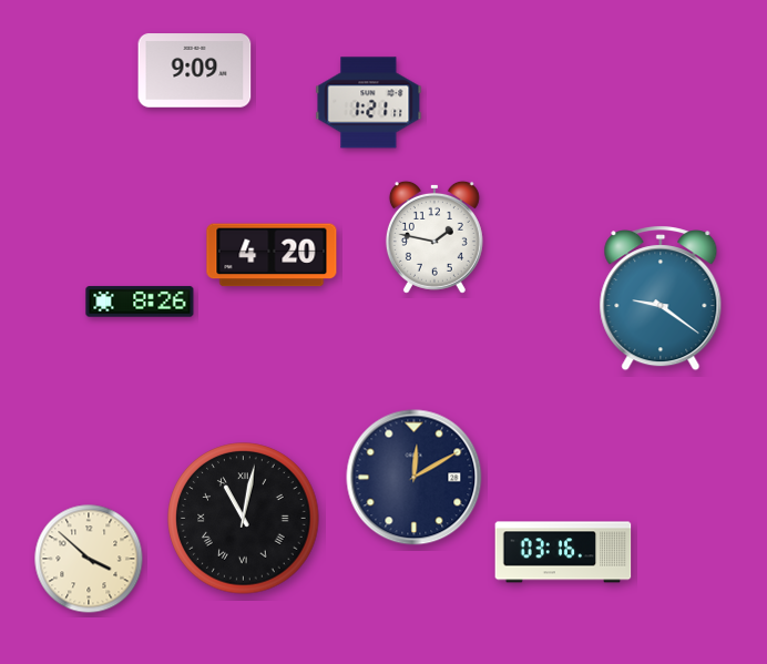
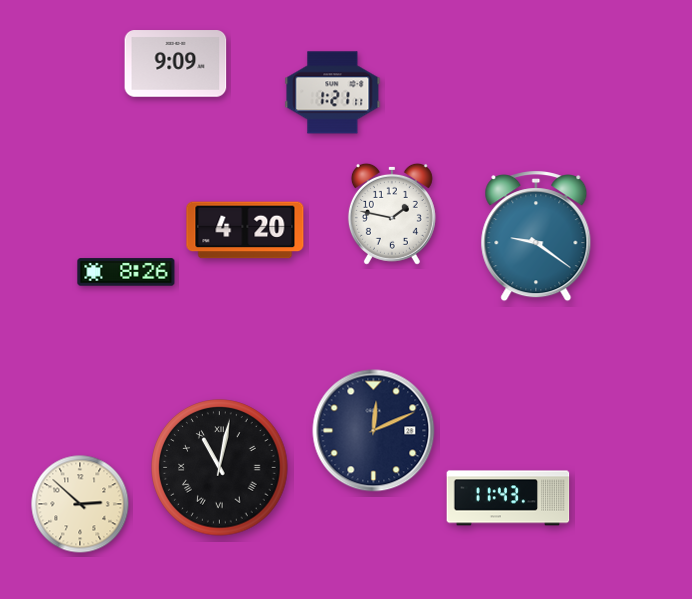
clock at (661, 298) position: (661, 298) -> (536, 236)
clock at (415, 478): 12:10 -> 12:11
clock at (563, 552): 03:16 -> 11:43
clock at (89, 559): 3:52 -> 2:52
